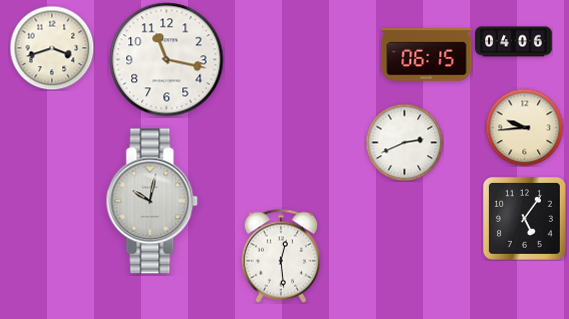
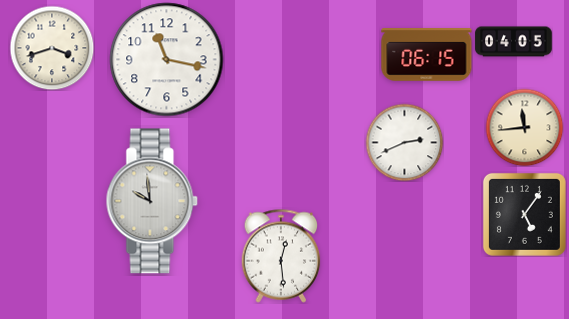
clock at (514, 42): 04:06 -> 04:05
clock at (524, 127): 9:44 -> 11:44
clock at (152, 201): 10:02 -> 9:59
clock at (524, 218) position: (524, 218) -> (524, 214)
